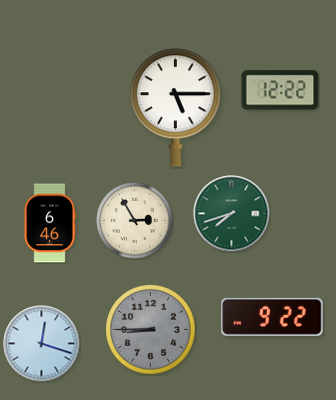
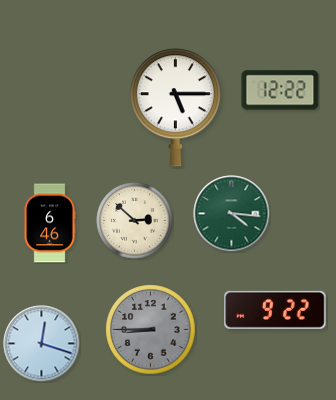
clock at (232, 214): 7:42 -> 4:16
clock at (135, 221): 2:55 -> 2:52
clock at (272, 317) position: (272, 317) -> (275, 310)
